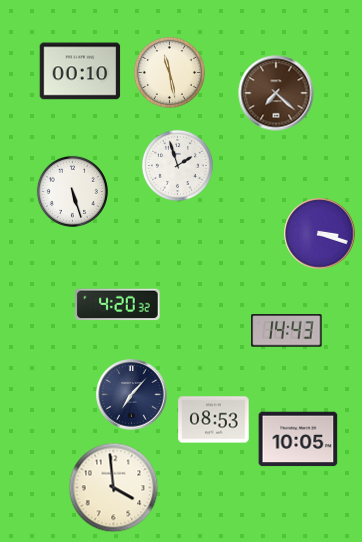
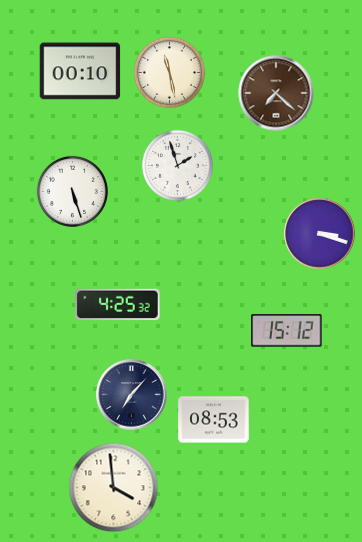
clock at (118, 305): 4:20 -> 4:25
clock at (287, 331): 14:43 -> 15:12
clock at (298, 439): 10:05 -> none
